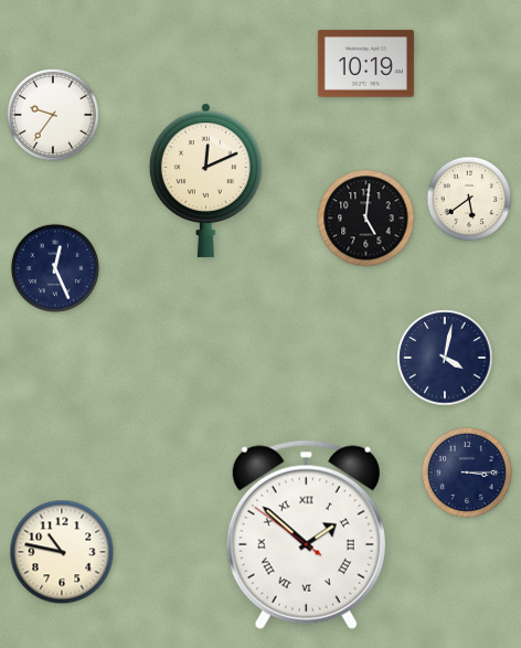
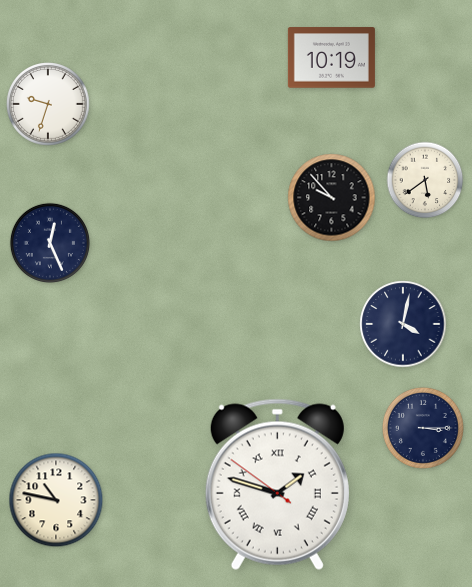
clock at (54, 116): 9:36 -> 9:33
clock at (205, 180): 12:11 -> none
clock at (366, 219): 5:01 -> 9:53
clock at (306, 534): 1:51 -> 1:47
